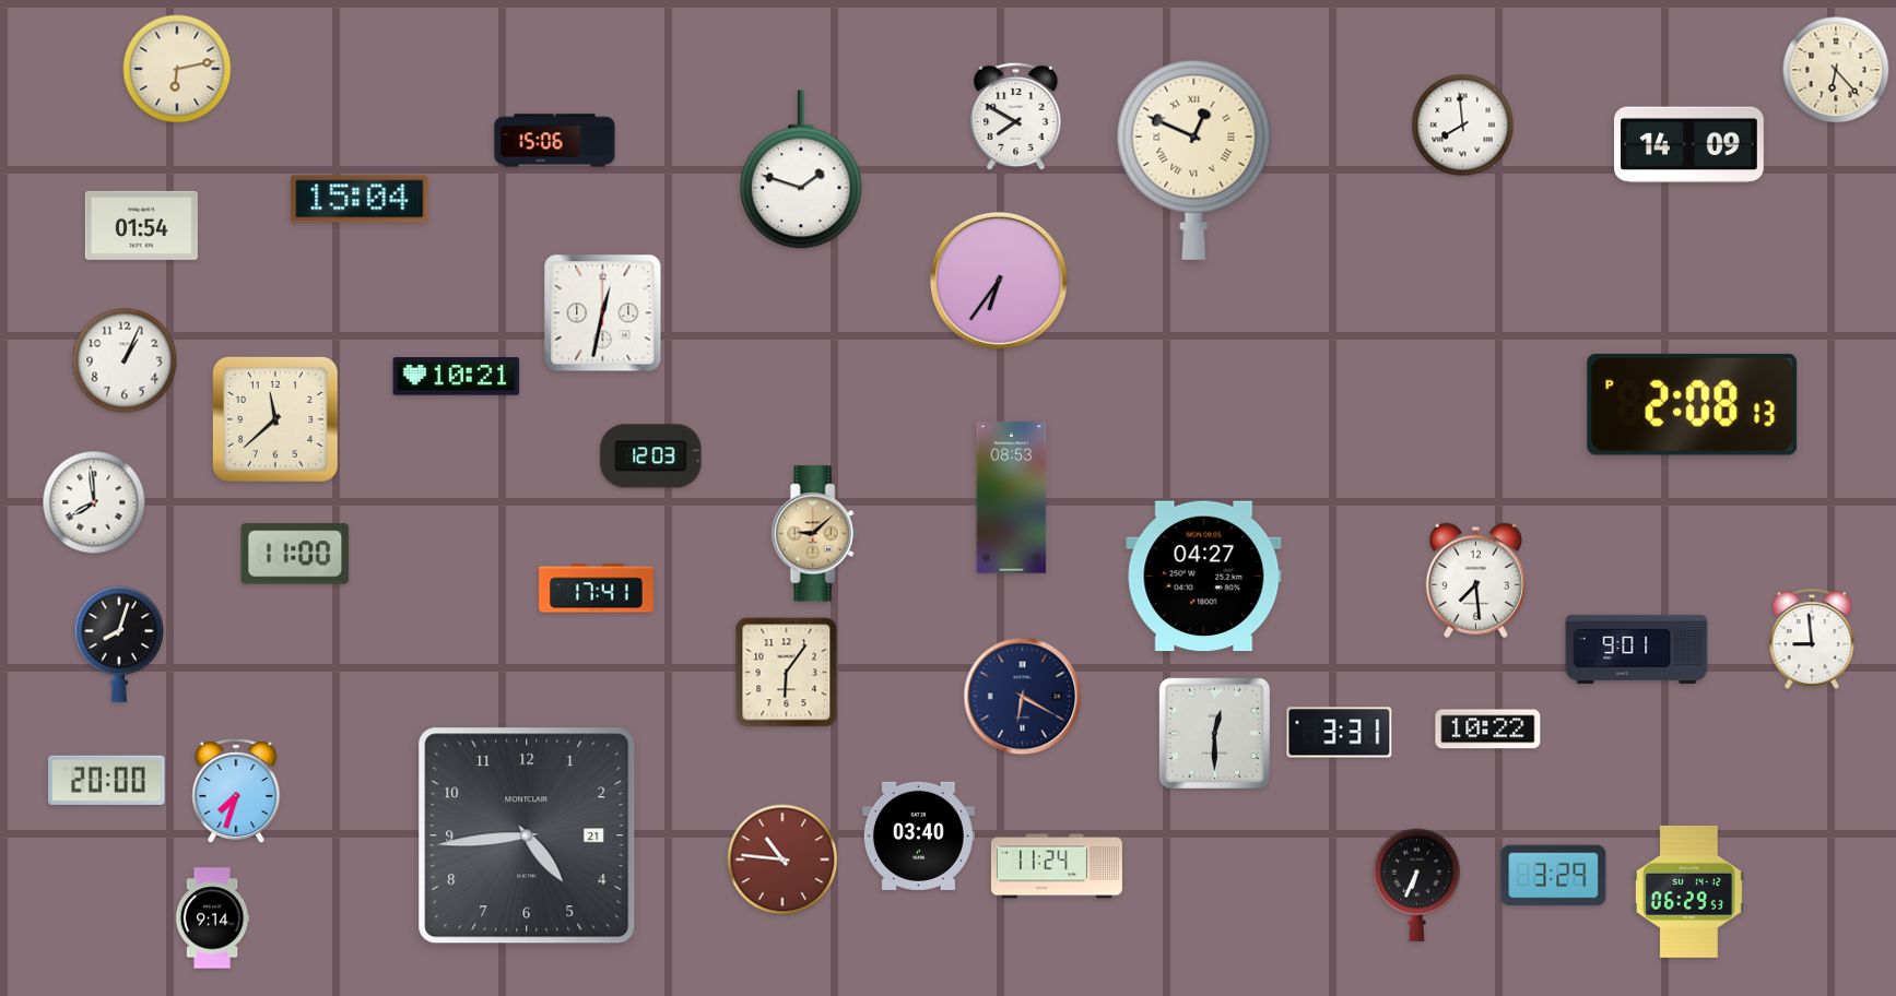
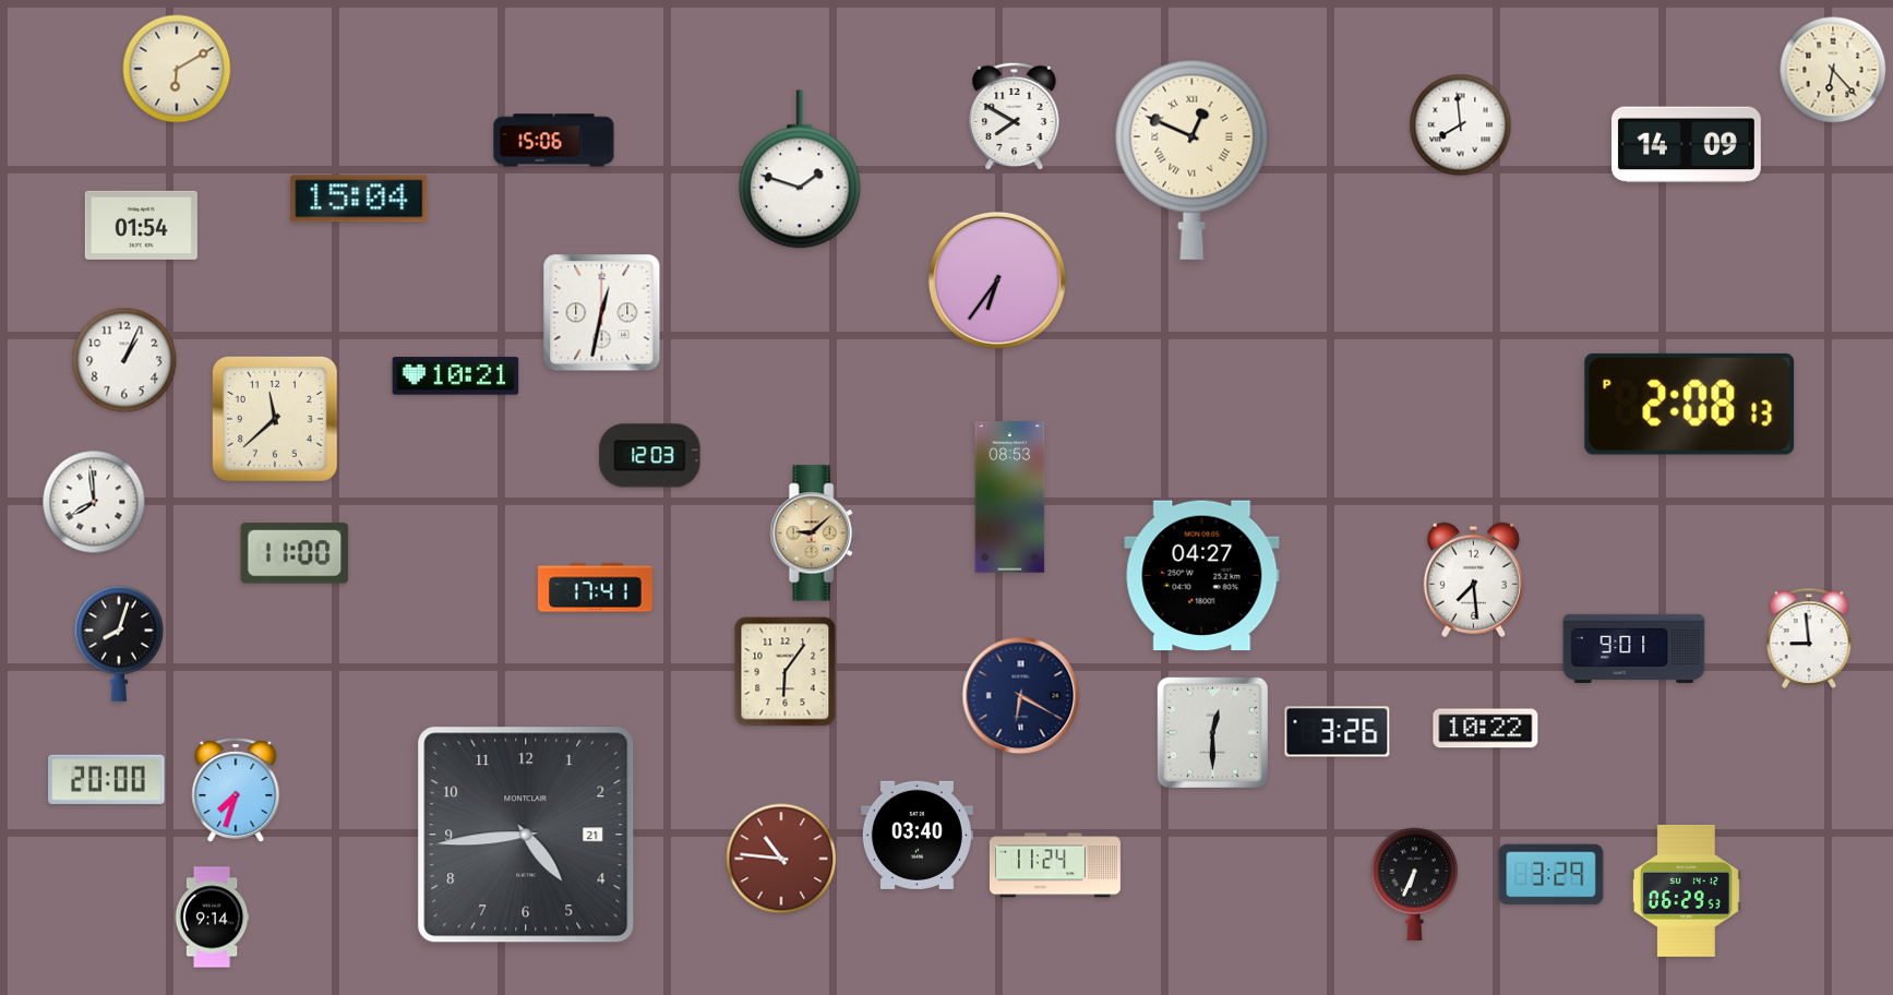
clock at (177, 69): 6:13 -> 6:10
clock at (1340, 733): 3:31 -> 3:26
